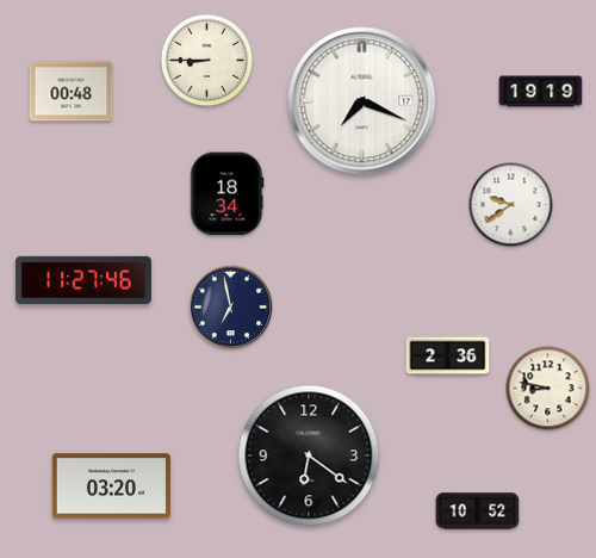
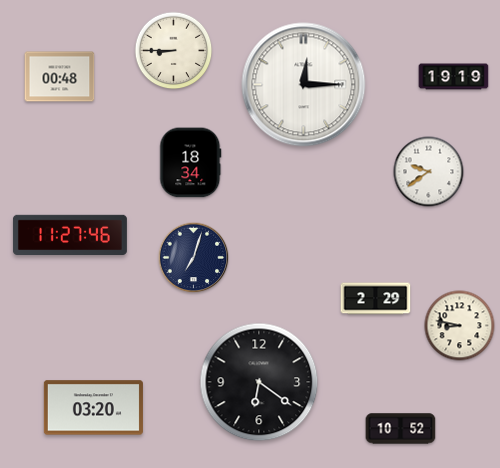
clock at (362, 101): 7:19 -> 12:15
clock at (231, 308): 6:58 -> 7:03
clock at (448, 356): 2:36 -> 2:29
